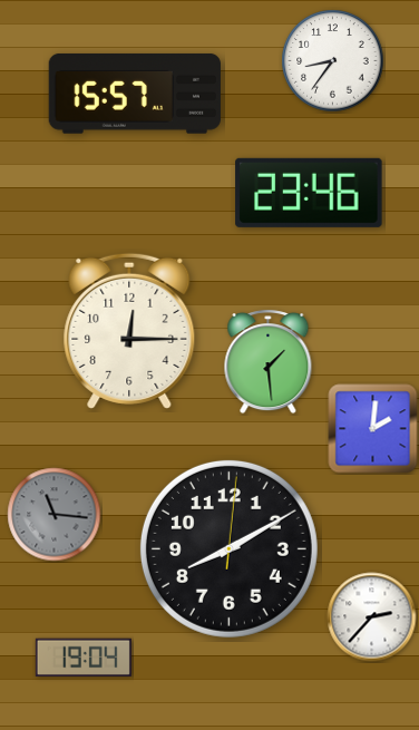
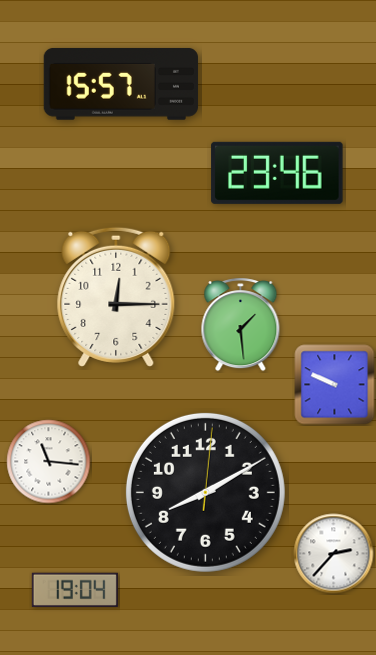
clock at (333, 61): 8:36 -> none
clock at (373, 429): 2:01 -> 9:49
clock at (55, 515) dial: grey -> white
